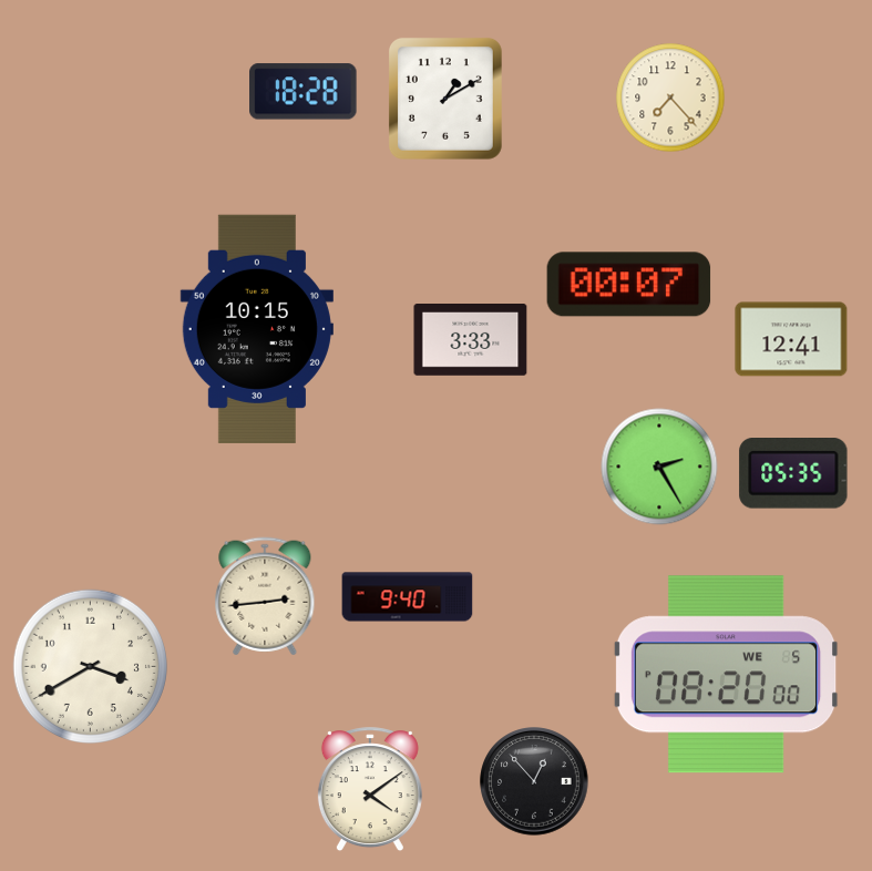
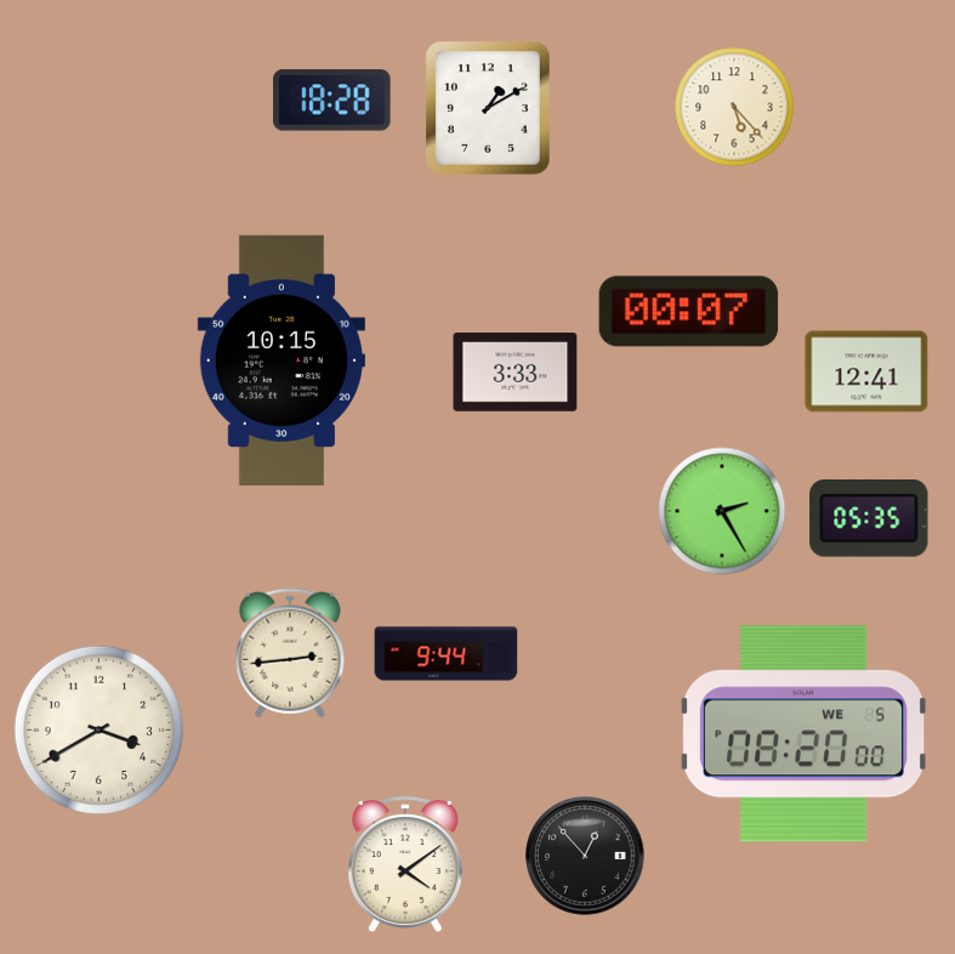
clock at (670, 98): 7:23 -> 5:23
clock at (408, 597): 9:40 -> 9:44
clock at (726, 675) position: (726, 675) -> (803, 734)
